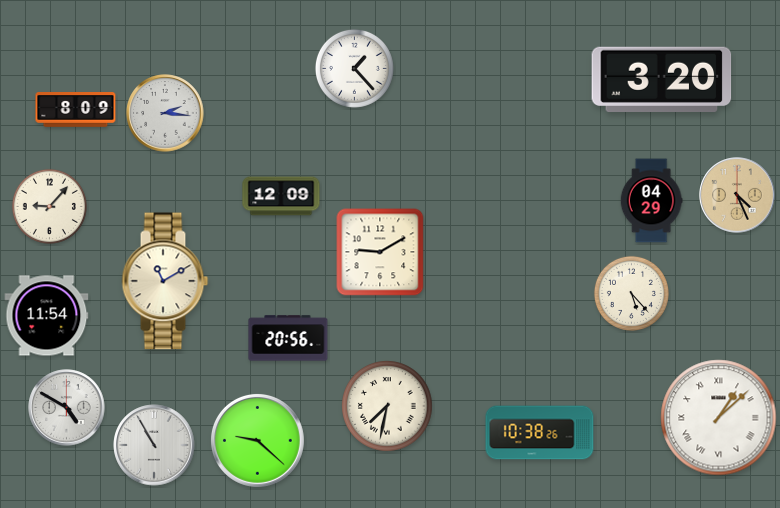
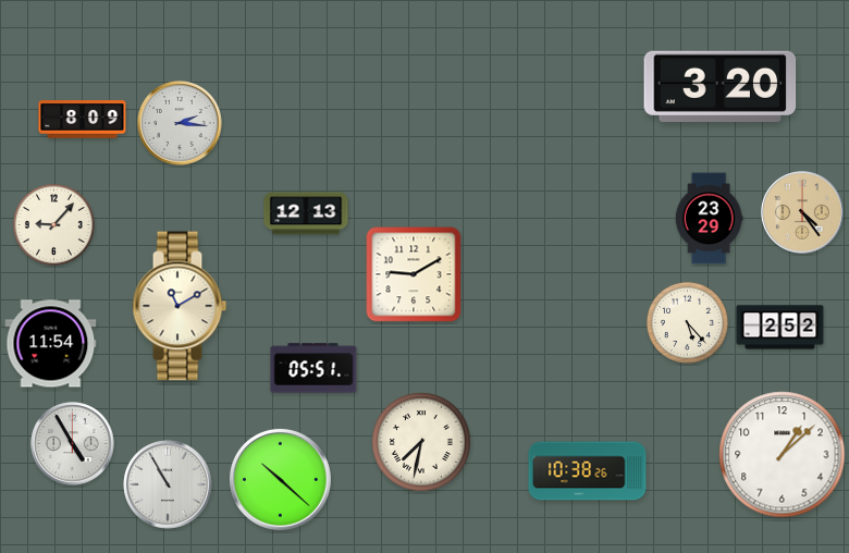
clock at (354, 68): 1:23 -> none
clock at (737, 195): 4:26 -> 4:24
clock at (281, 196): 12:09 -> 12:13
clock at (651, 201): 04:29 -> 23:29
clock at (631, 293) position: (631, 293) -> (687, 322)
clock at (780, 328): none -> 2:52
clock at (288, 338): 20:56 -> 05:51
clock at (67, 408): 4:50 -> 4:55
clock at (719, 418) numerals: Roman -> Arabic
clock at (257, 440): 9:22 -> 10:22
